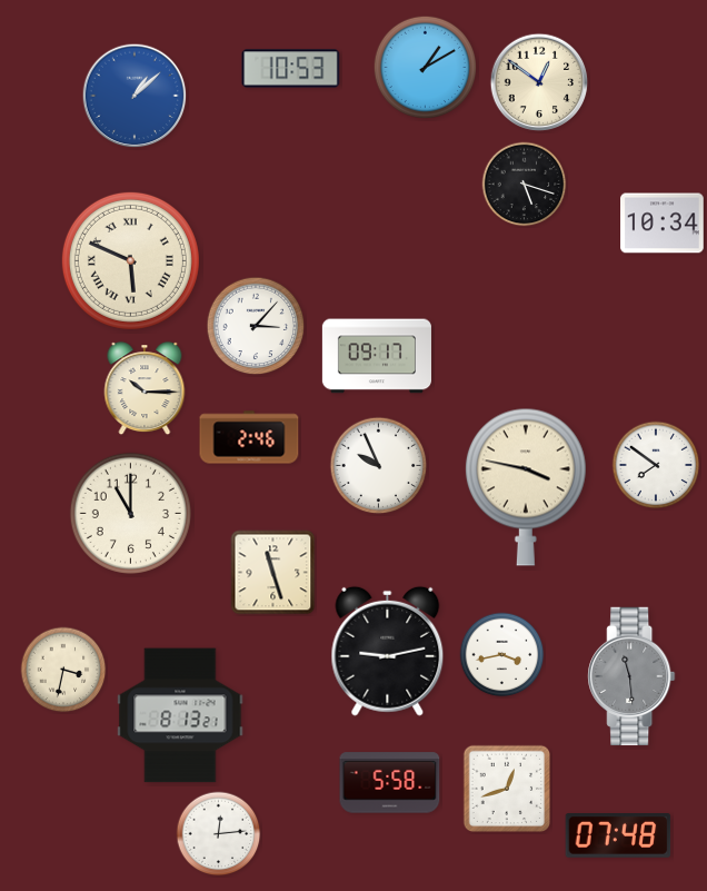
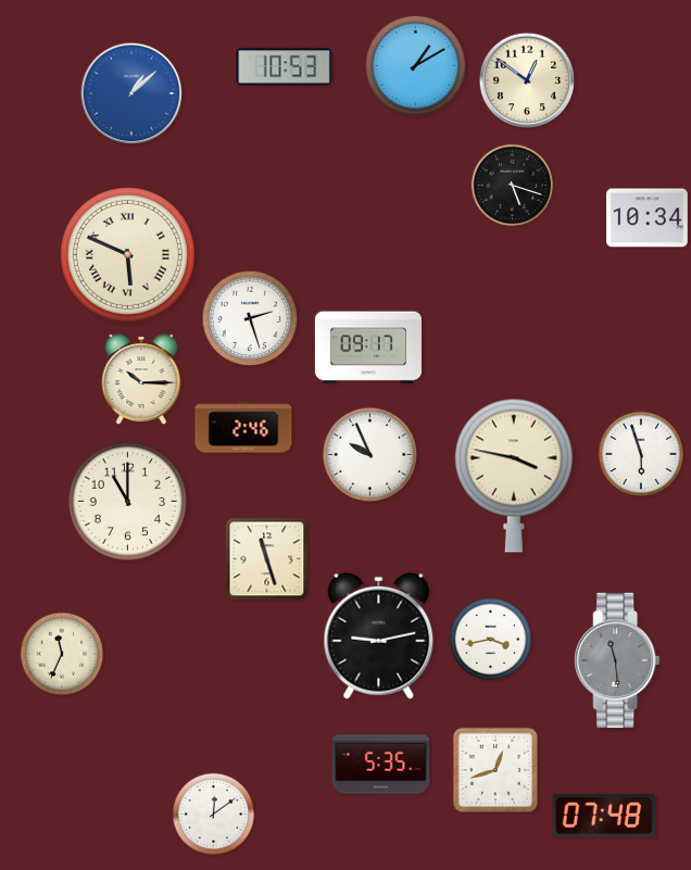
clock at (525, 185) position: (525, 185) -> (513, 186)
clock at (256, 326): 3:07 -> 2:27
clock at (656, 465): 7:51 -> 5:57
clock at (63, 670): 3:32 -> 11:34
clock at (180, 715): 8:13 -> none
clock at (390, 783): 5:58 -> 5:35
clock at (219, 834): 12:14 -> 12:09
